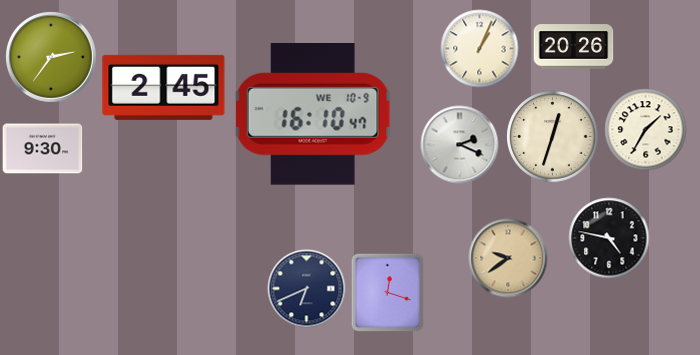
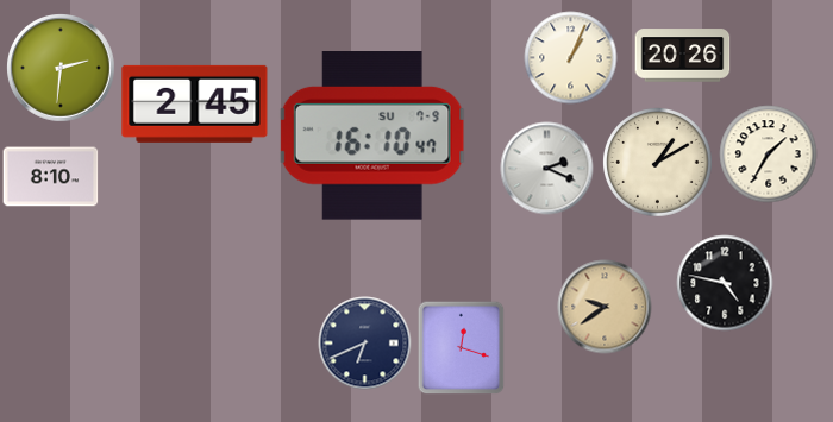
clock at (51, 57): 2:36 -> 2:31
clock at (313, 115) date: WE 10-9 -> SU 7-9
clock at (553, 137): 12:33 -> 1:10
clock at (459, 144) position: (459, 144) -> (546, 168)
clock at (42, 149): 9:30 -> 8:10
